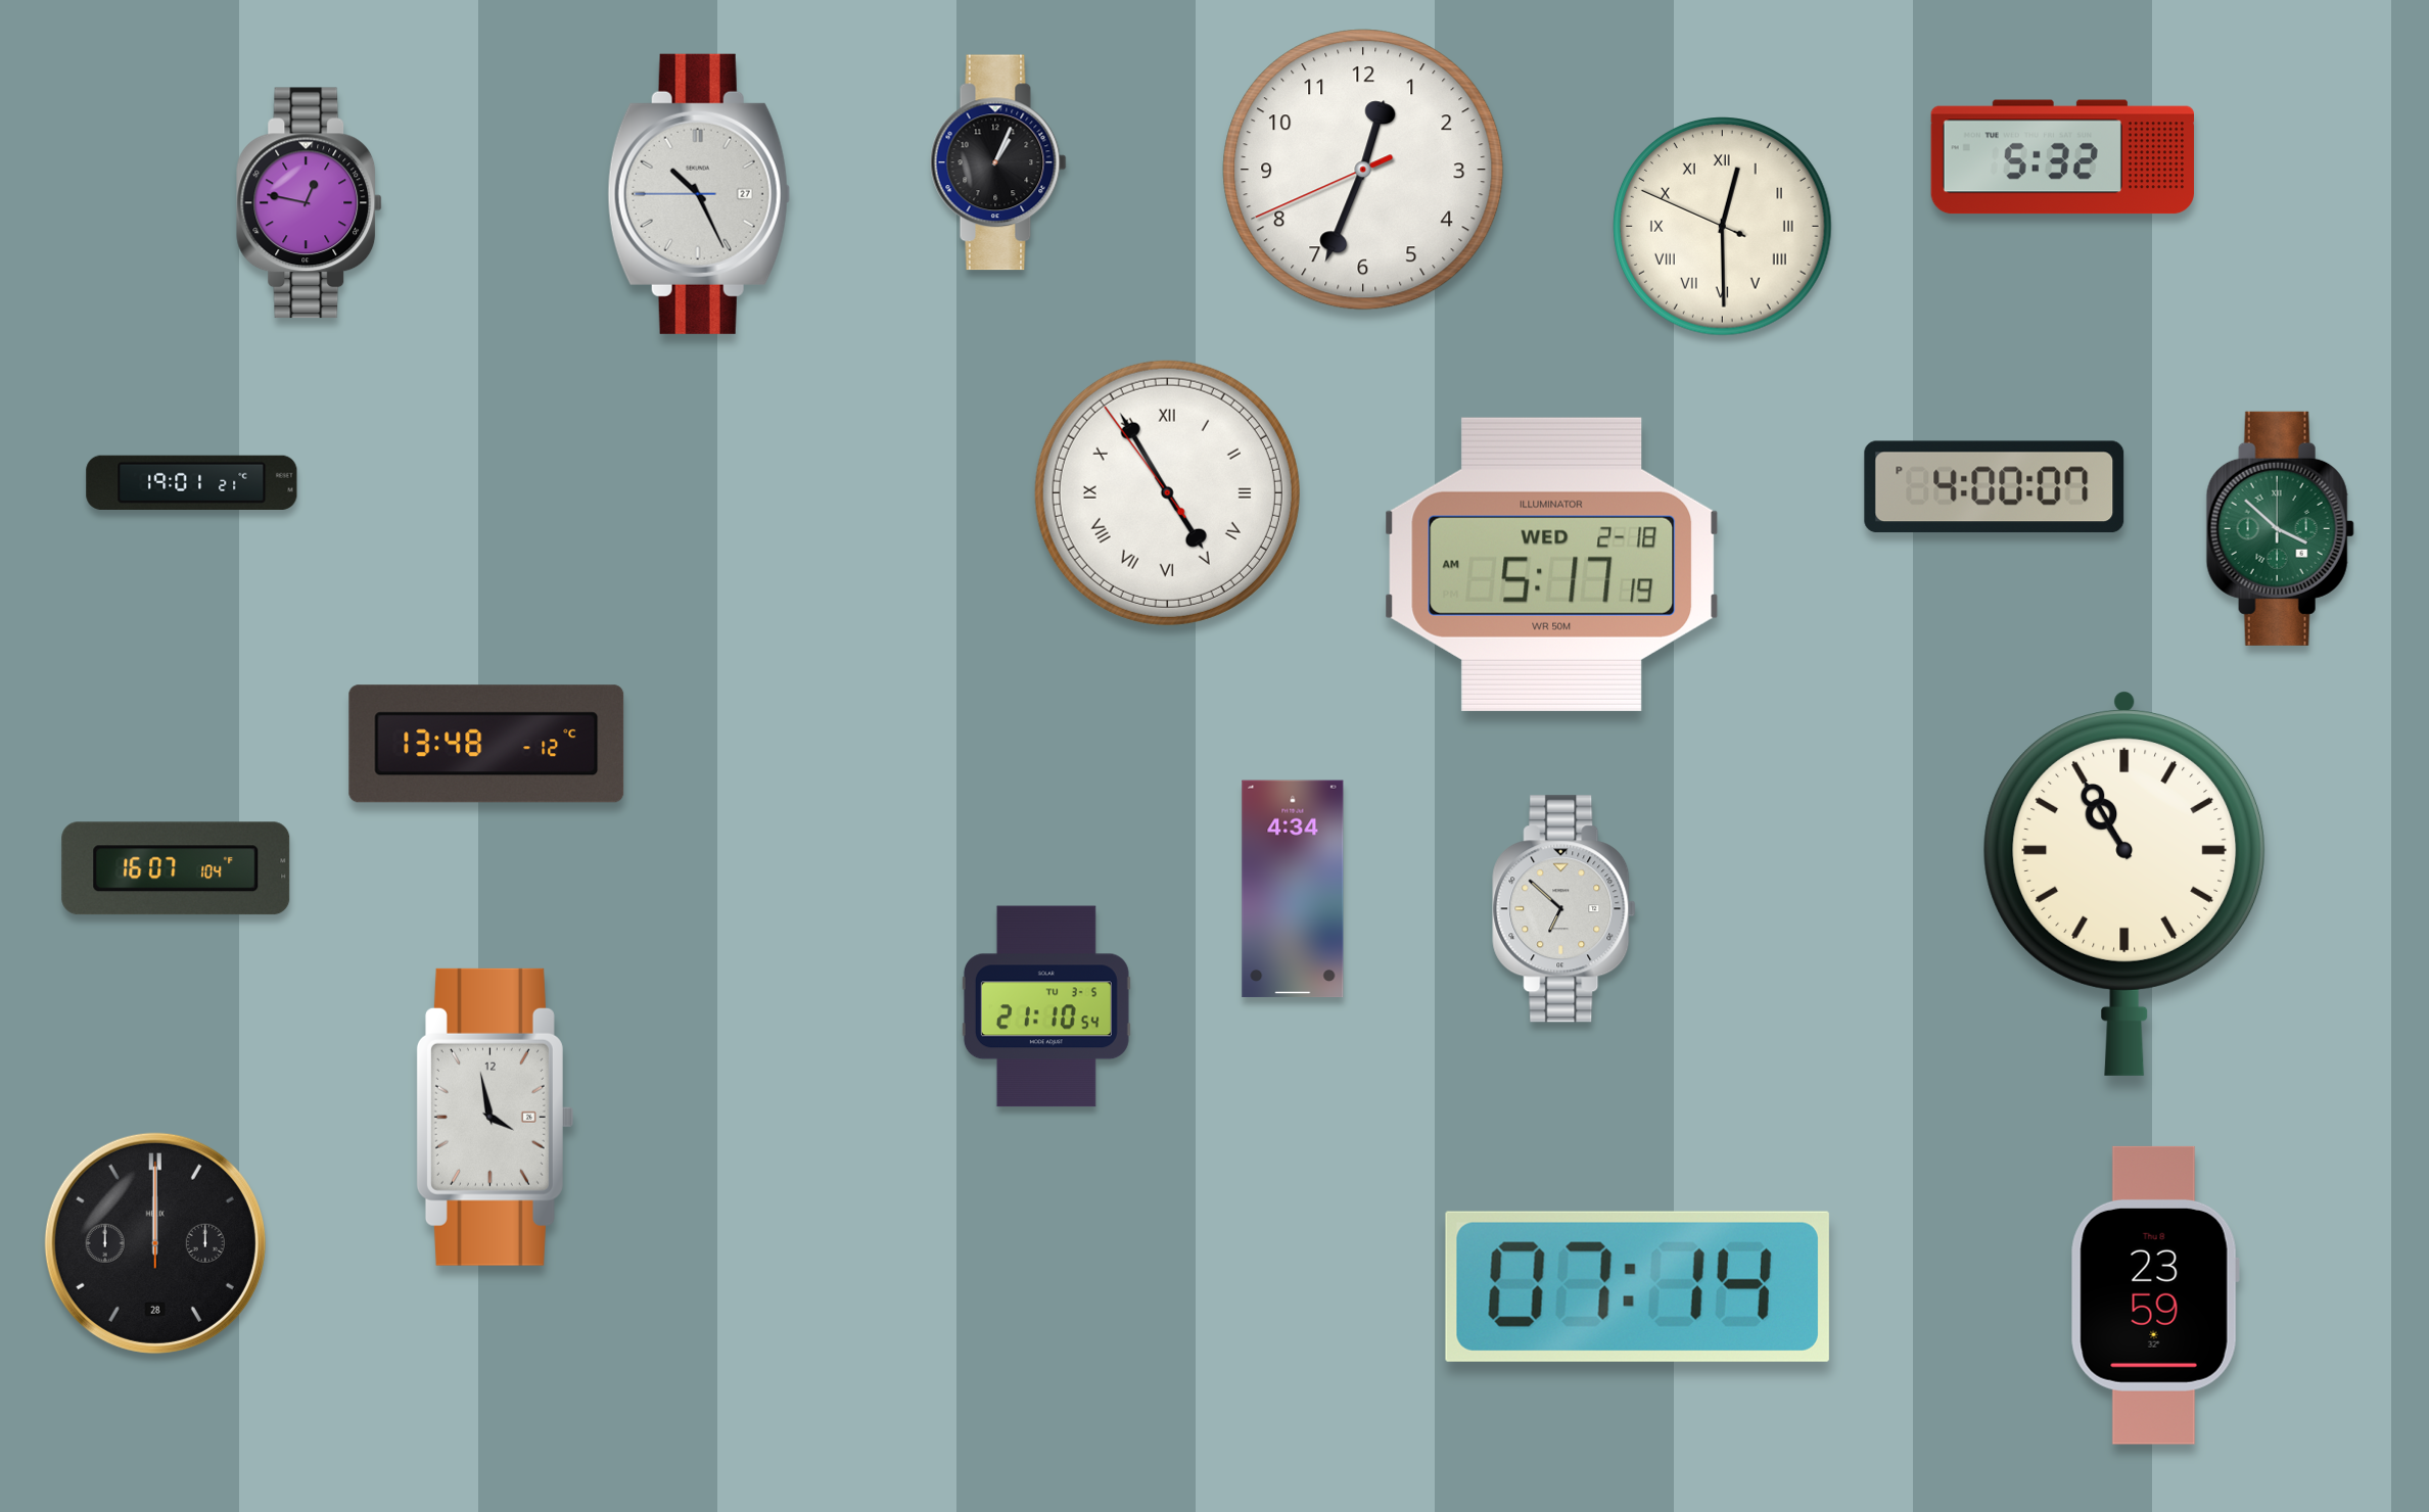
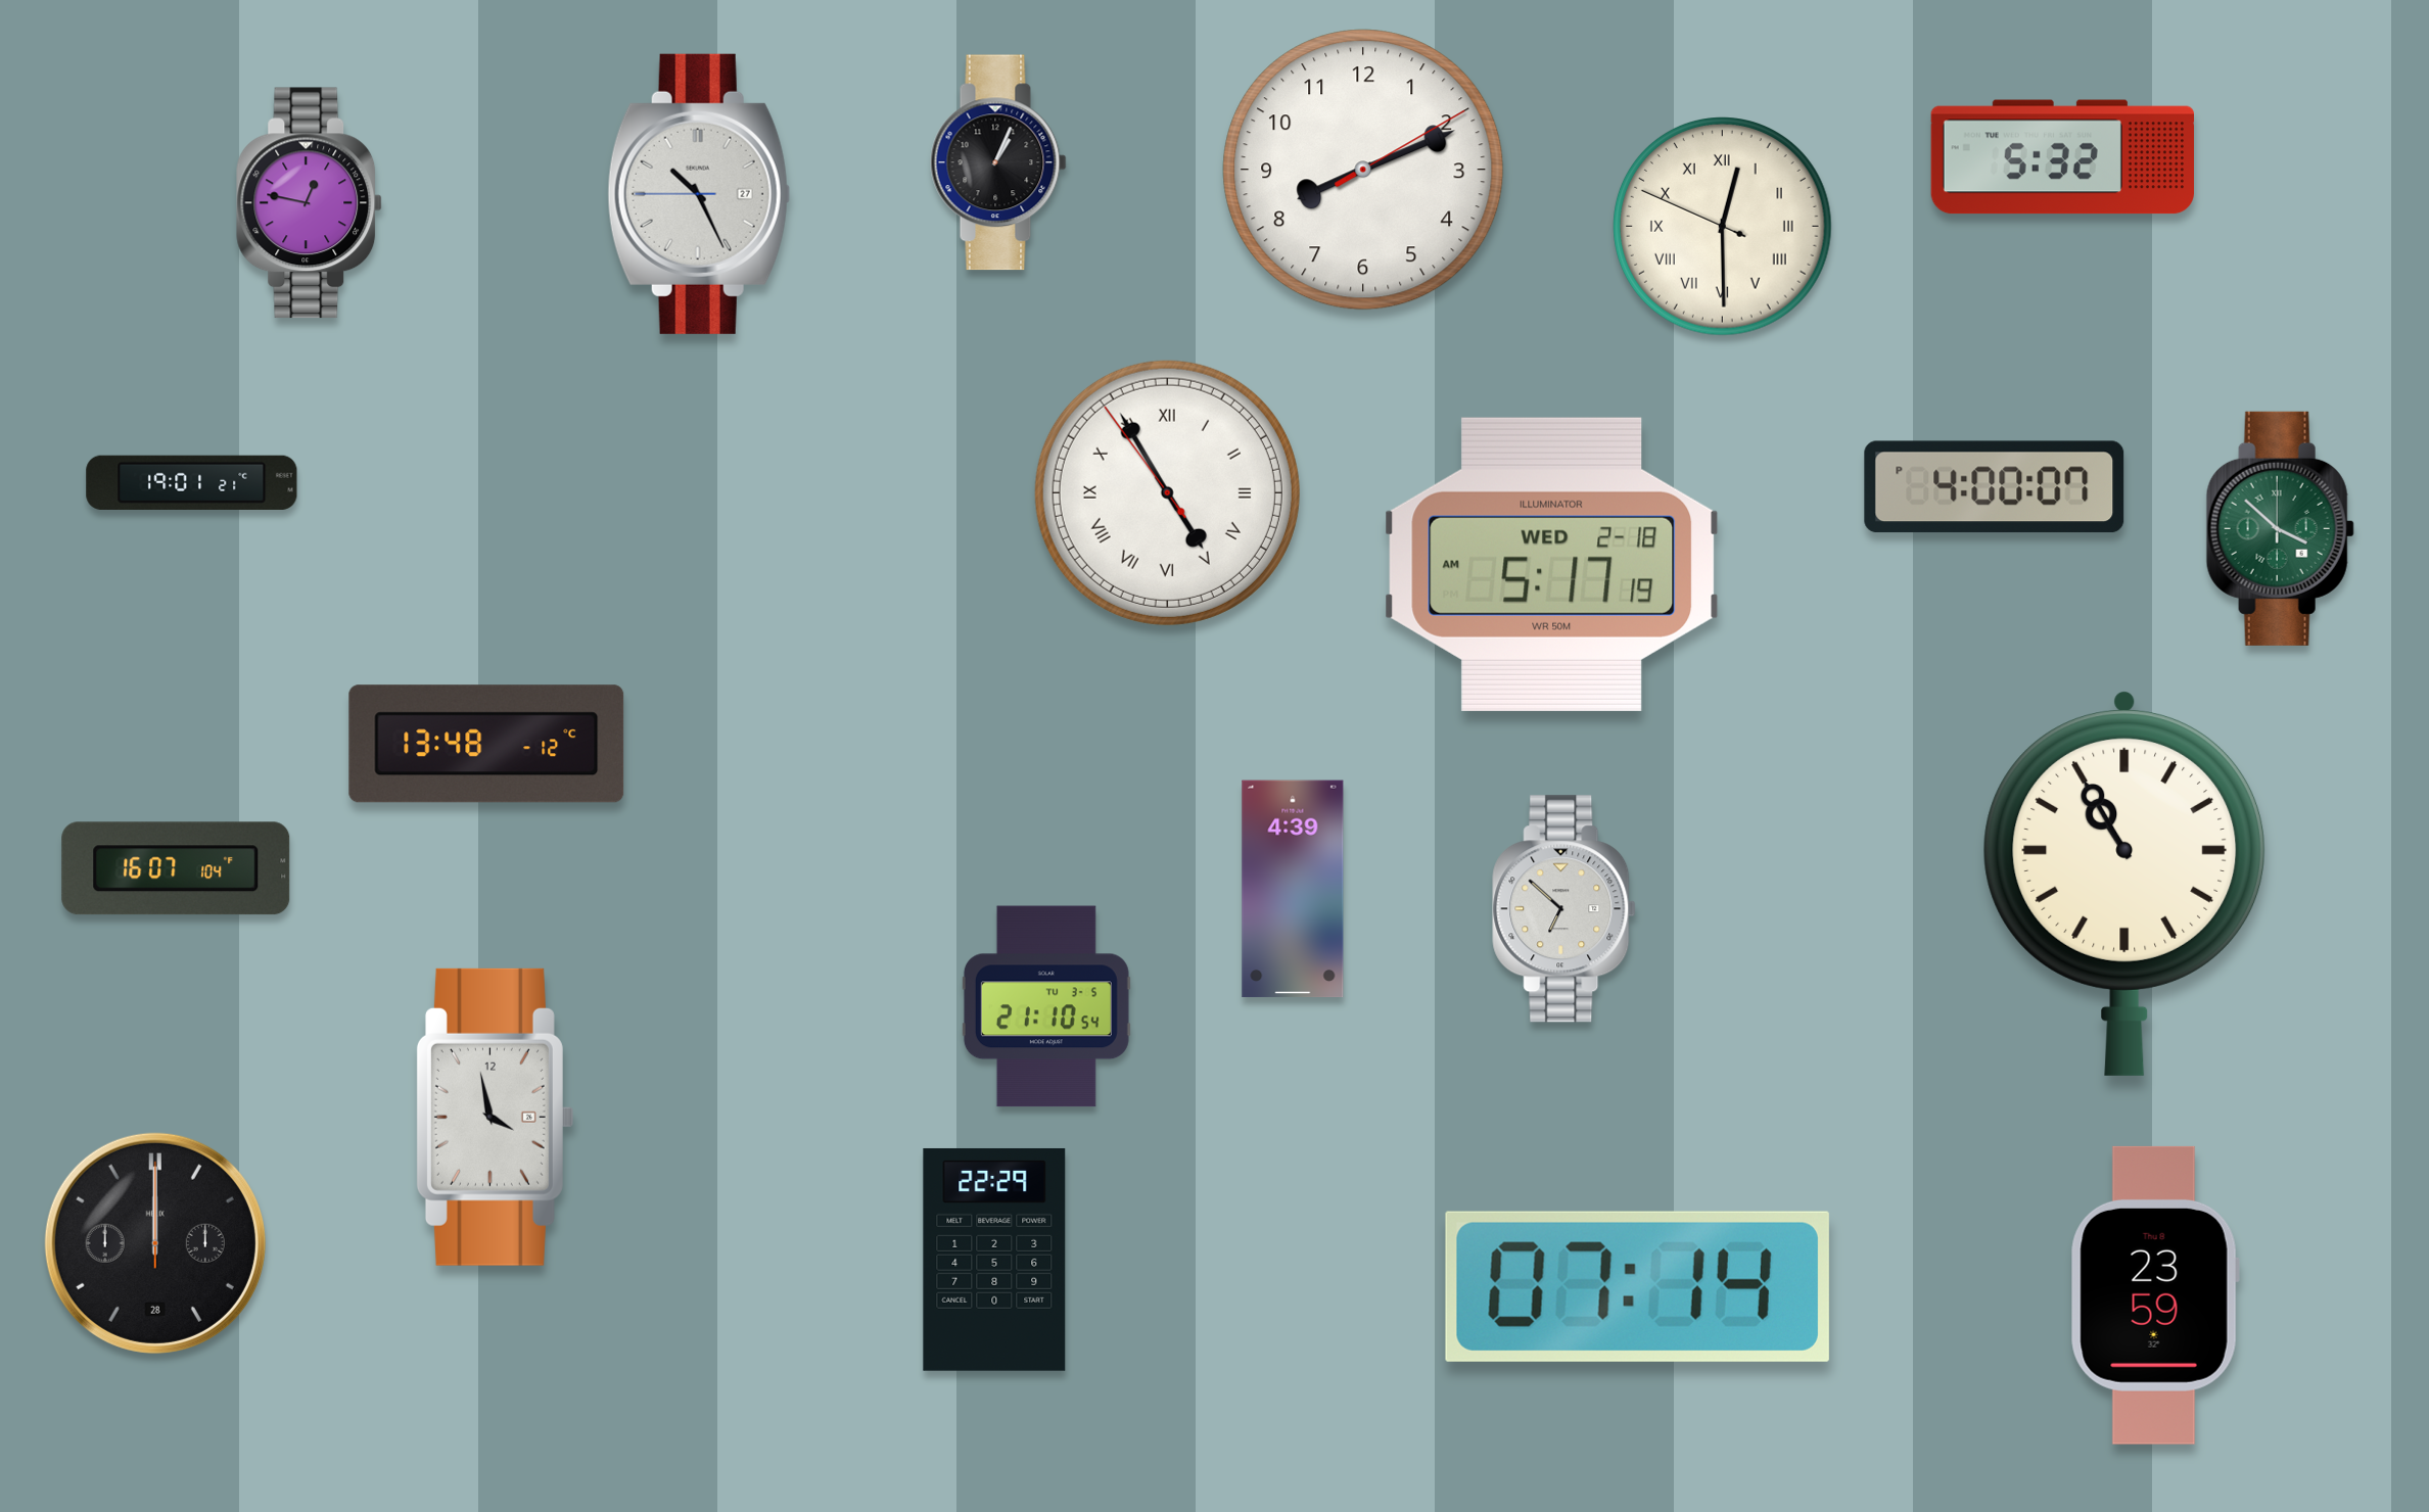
clock at (1363, 170): 12:33 -> 8:11
clock at (1293, 889): 4:34 -> 4:39
clock at (994, 1260): none -> 22:29
